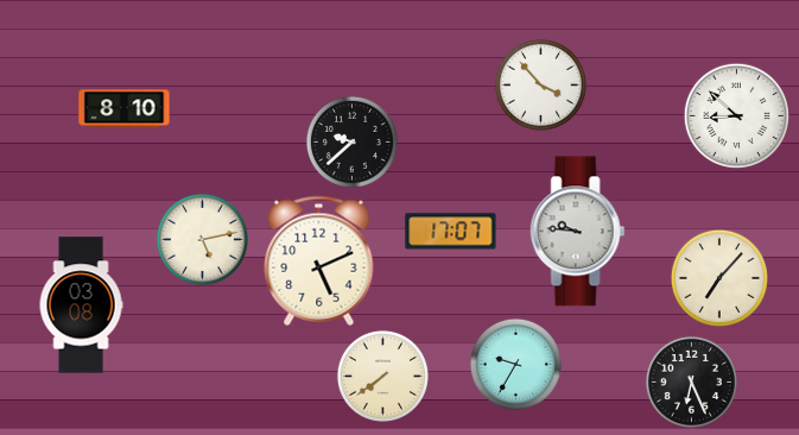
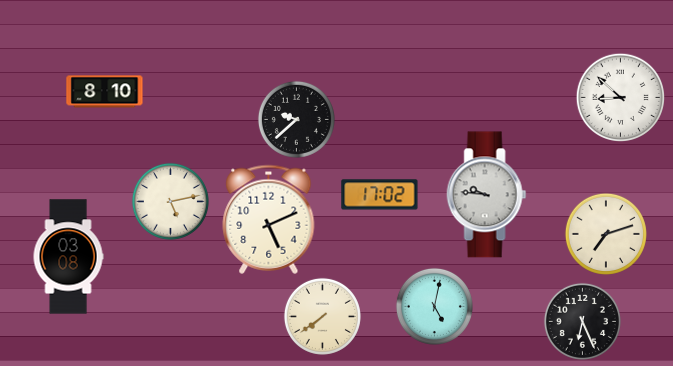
clock at (540, 84): 3:53 -> none
clock at (451, 232): 17:07 -> 17:02
clock at (719, 278): 7:07 -> 7:12
clock at (515, 364): 9:35 -> 5:02
